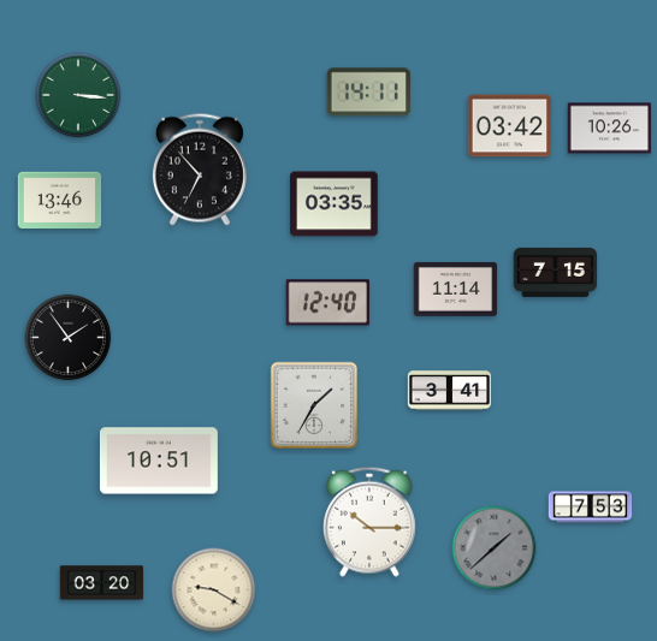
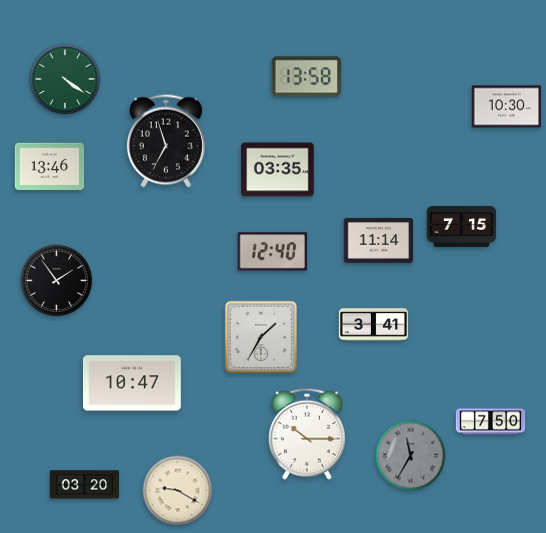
clock at (368, 93): 14:11 -> 13:58
clock at (78, 95): 3:16 -> 4:21
clock at (510, 126): 03:42 -> none
clock at (610, 129): 10:26 -> 10:30
clock at (200, 170): 6:53 -> 6:57
clock at (159, 461): 10:51 -> 10:47
clock at (591, 508): 7:53 -> 7:50
clock at (495, 548): 1:38 -> 11:35
